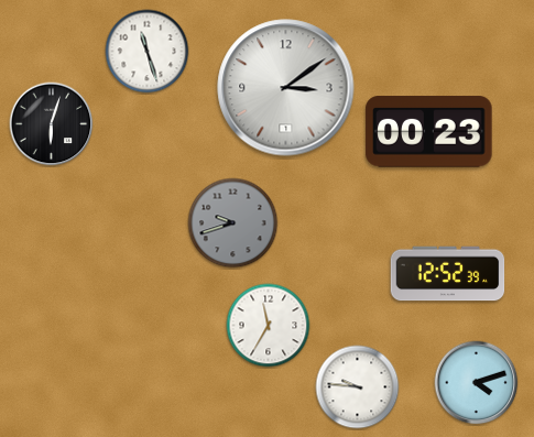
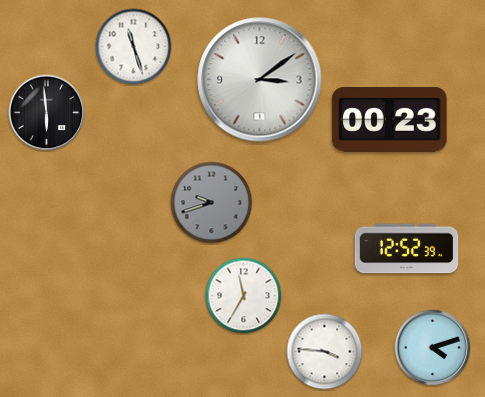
clock at (52, 124): 6:03 -> 5:59
clock at (358, 387): 9:46 -> 3:46
